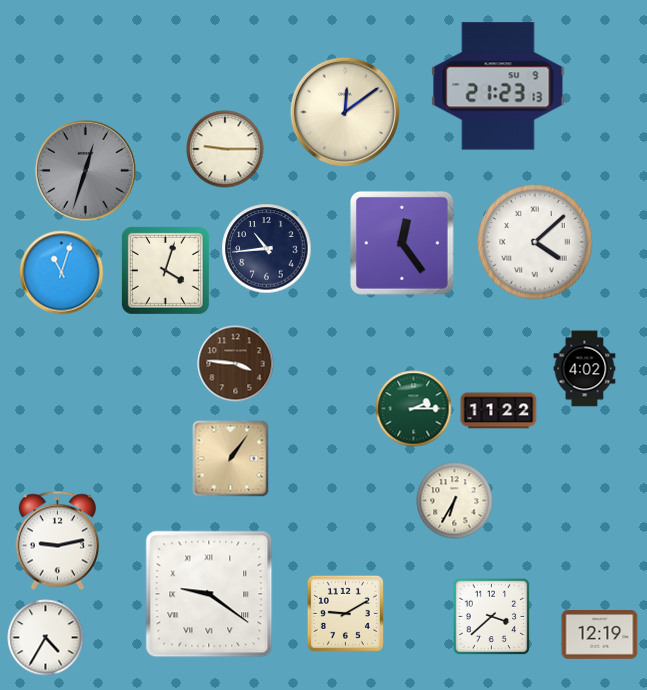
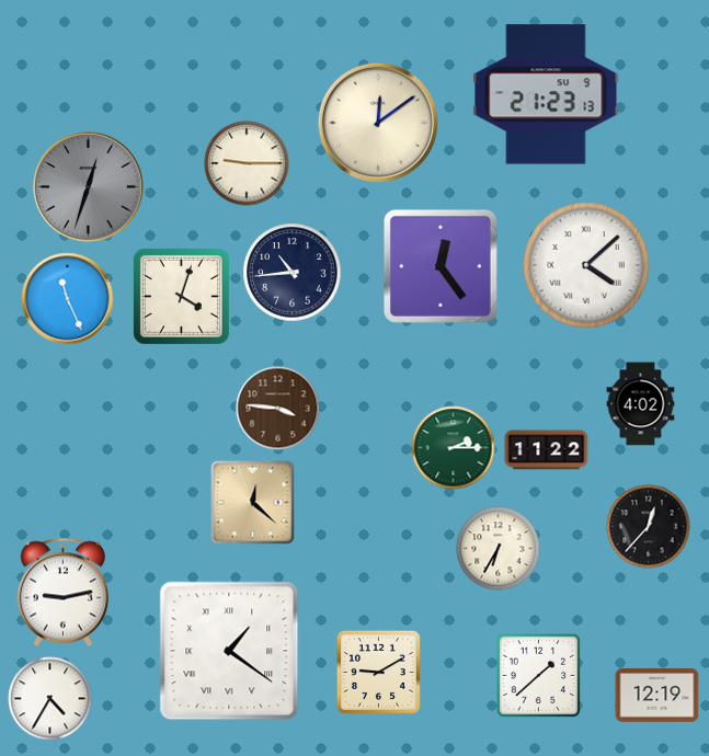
clock at (85, 170) position: (85, 170) -> (88, 186)
clock at (62, 273): 11:03 -> 11:26
clock at (236, 364) position: (236, 364) -> (278, 409)
clock at (231, 459): 1:06 -> 12:22
clock at (649, 527): none -> 12:37
clock at (209, 594): 9:21 -> 1:21
clock at (491, 616): 3:38 -> 1:38
